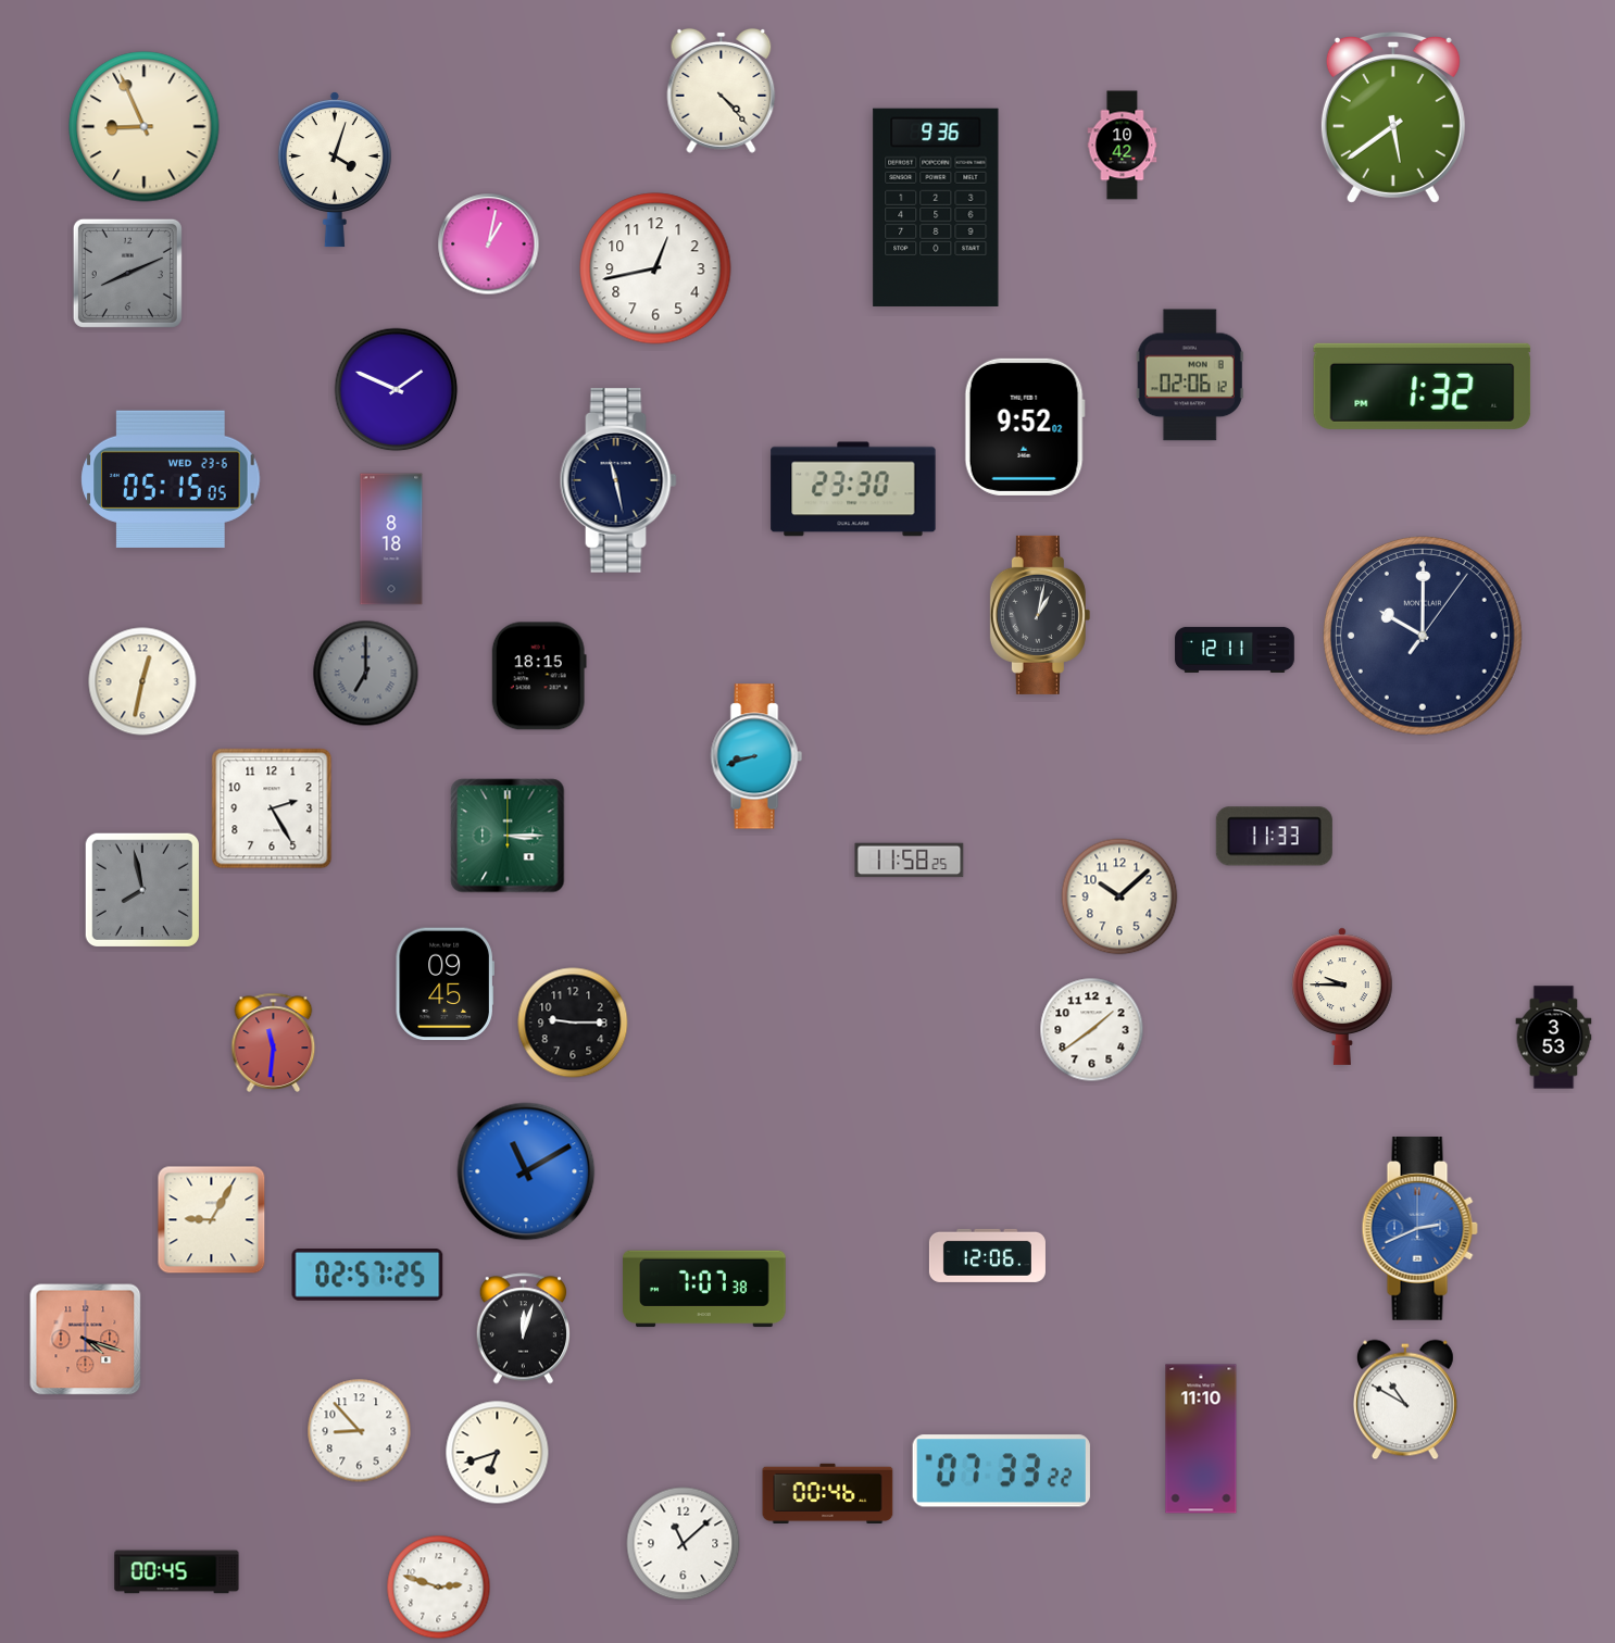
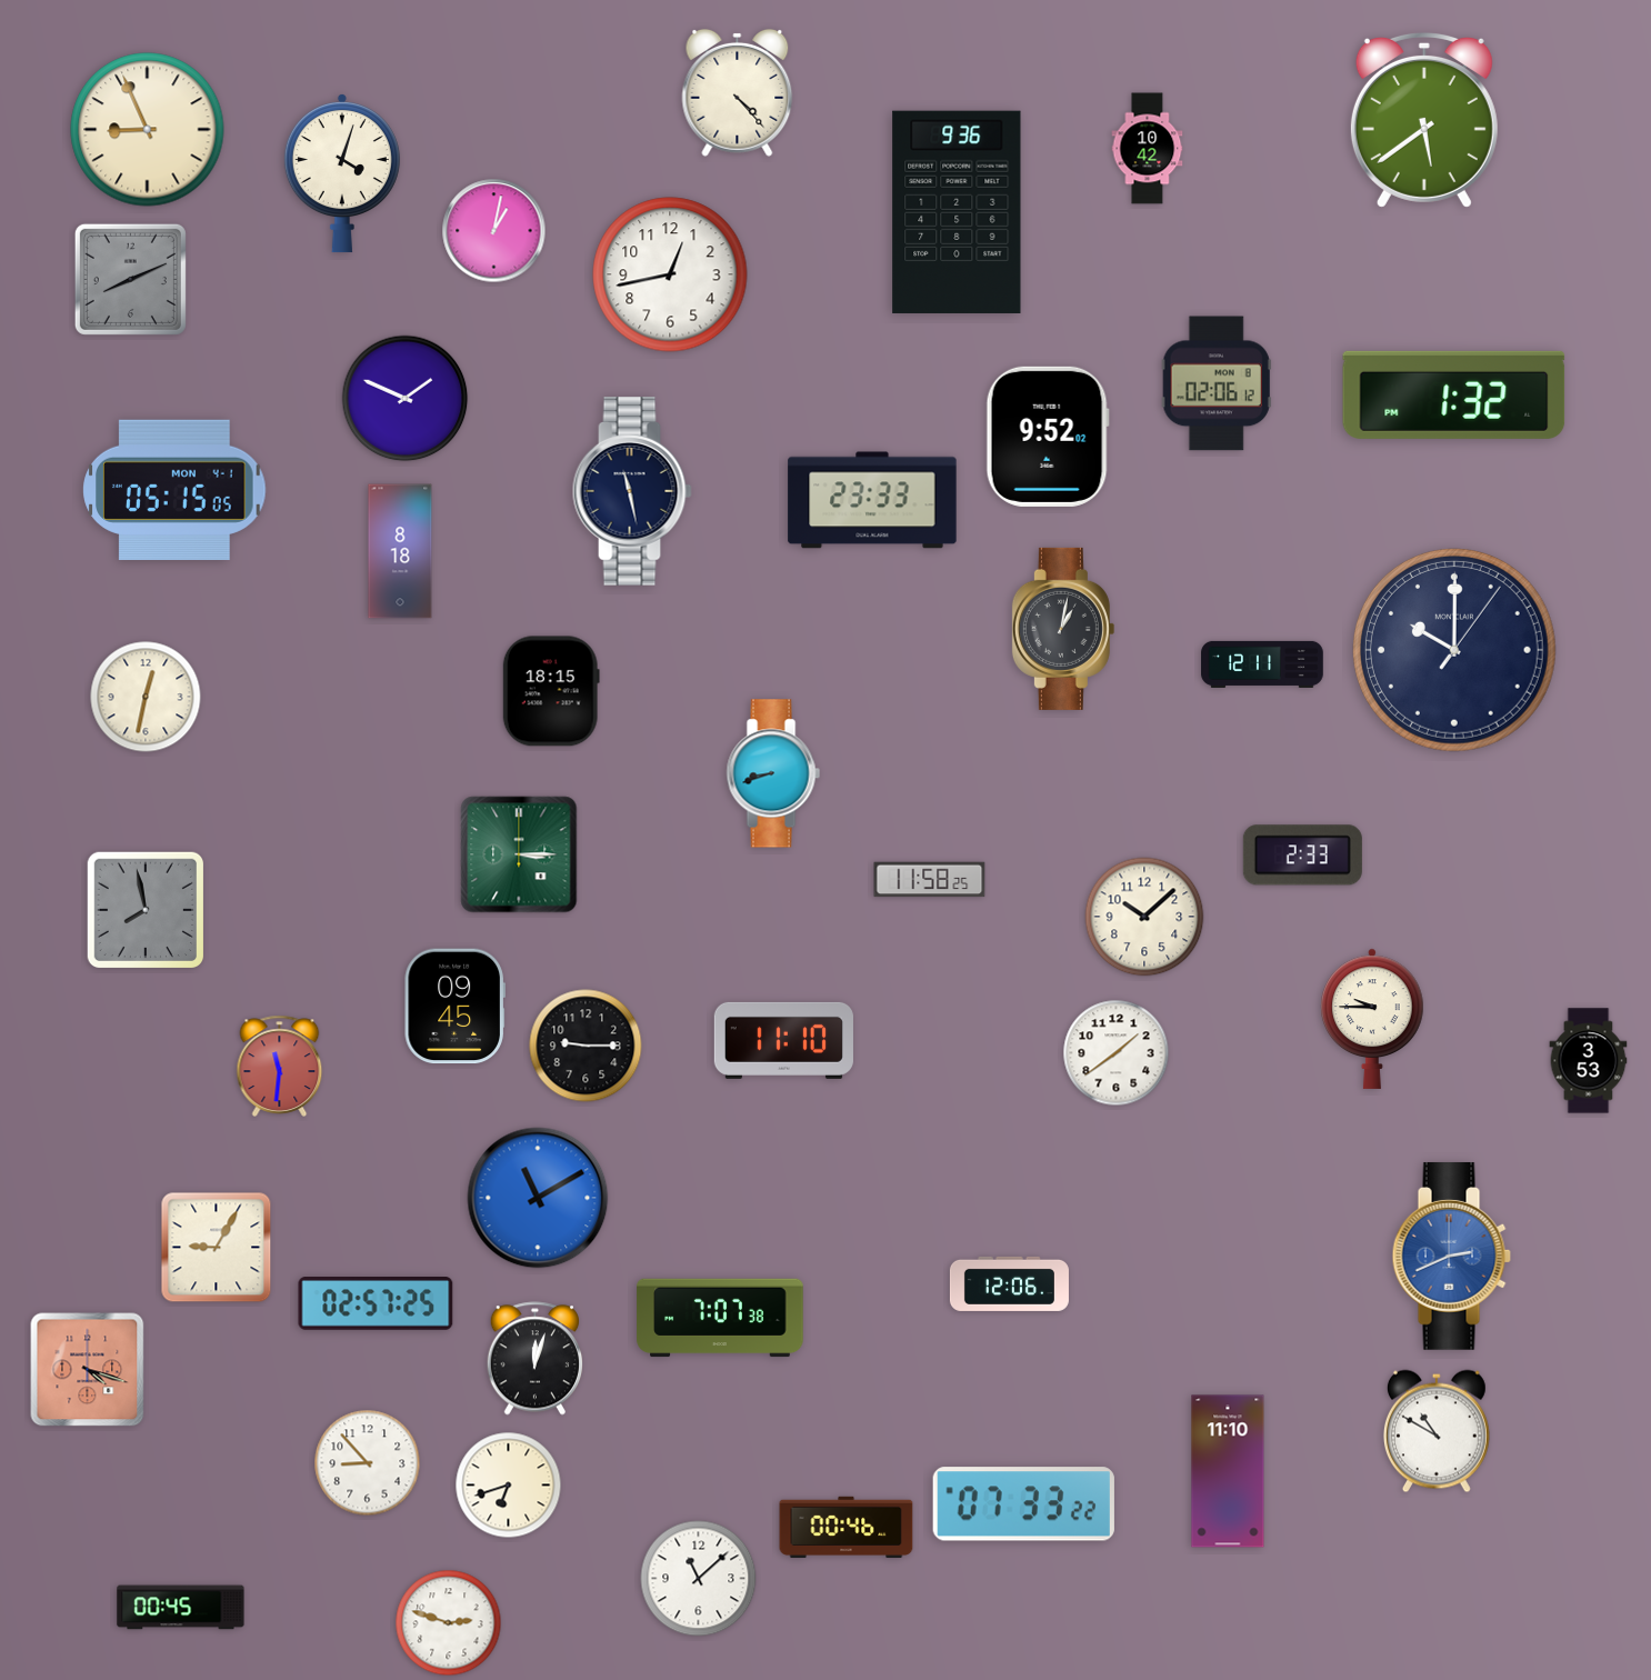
clock at (489, 244) position: (489, 244) -> (494, 231)
clock at (171, 479) date: WED 23-6 -> MON 4-1
clock at (853, 489): 23:30 -> 23:33
clock at (366, 674): 7:00 -> none
clock at (272, 808): 2:25 -> none
clock at (1274, 837): 11:33 -> 2:33
clock at (783, 1040): none -> 11:10
